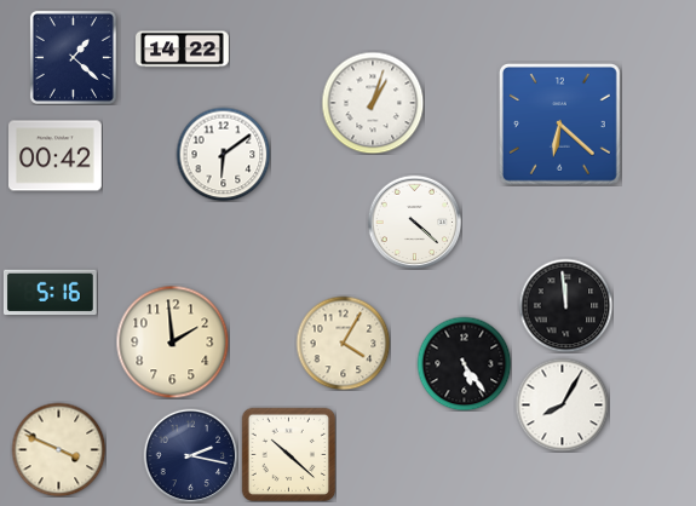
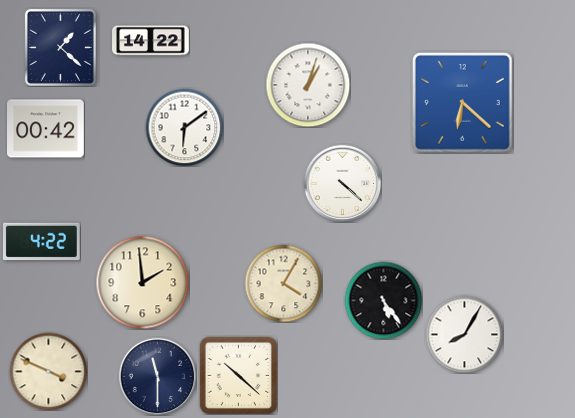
clock at (50, 293): 5:16 -> 4:22
clock at (565, 305): 11:59 -> none
clock at (190, 455): 2:17 -> 11:30
